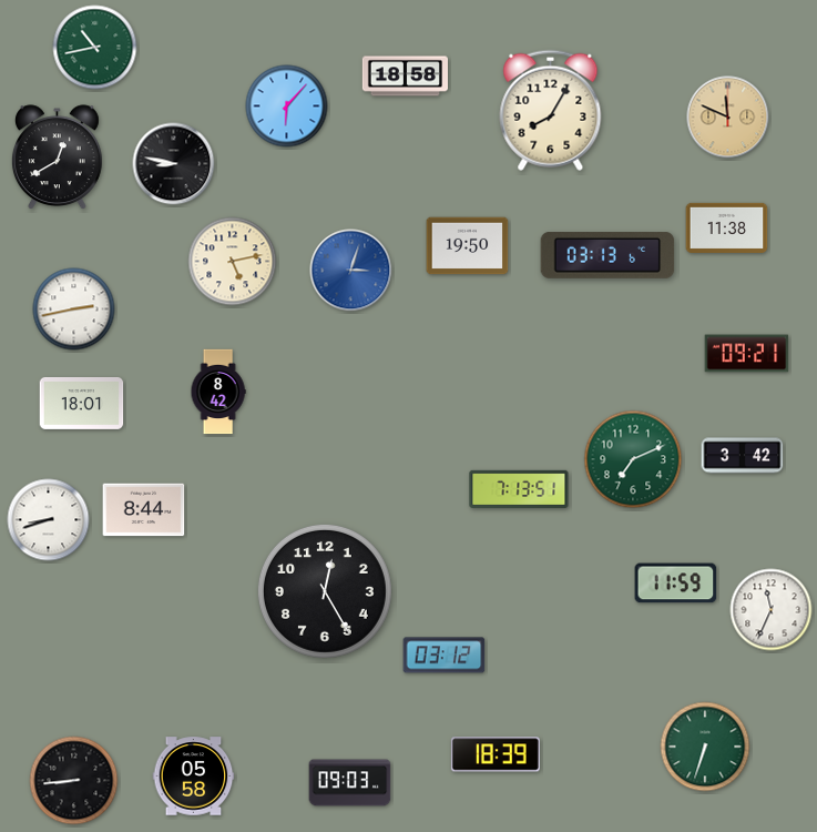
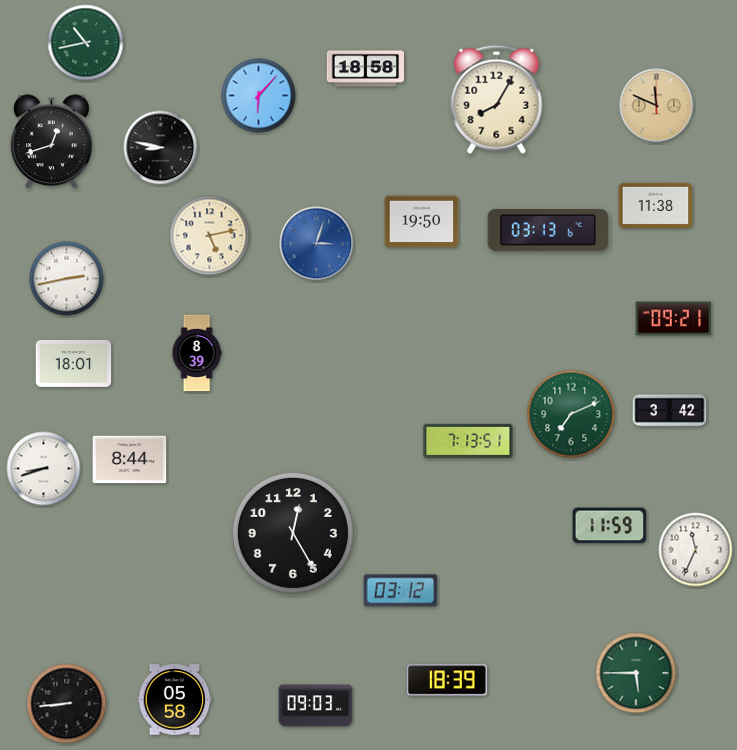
clock at (57, 158): 12:40 -> 12:42
clock at (174, 164) position: (174, 164) -> (161, 148)
clock at (218, 392): 8:42 -> 8:39
clock at (705, 747): 6:33 -> 5:45
